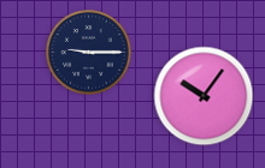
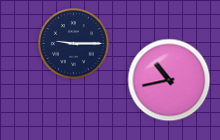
clock at (204, 96): 10:06 -> 10:43
